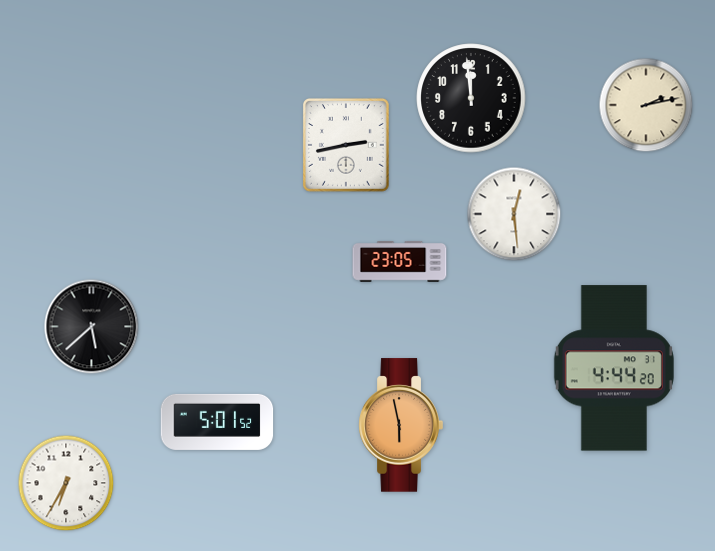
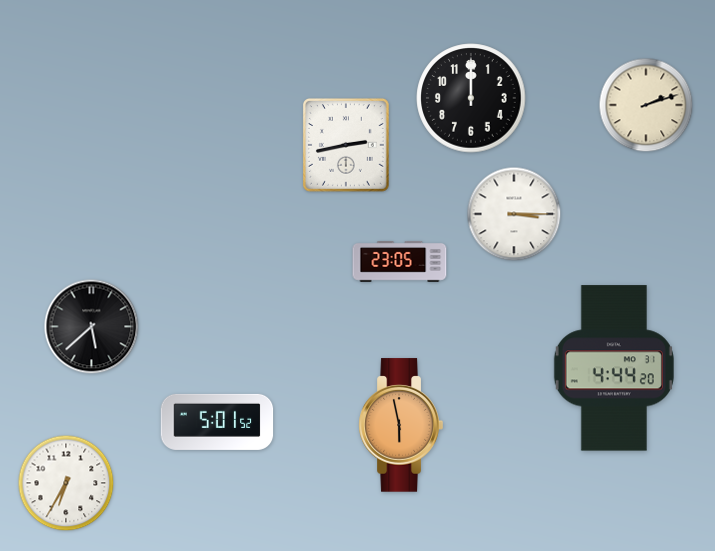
clock at (471, 98): 11:59 -> 12:00
clock at (646, 105): 2:13 -> 2:12
clock at (514, 214): 12:29 -> 3:15
